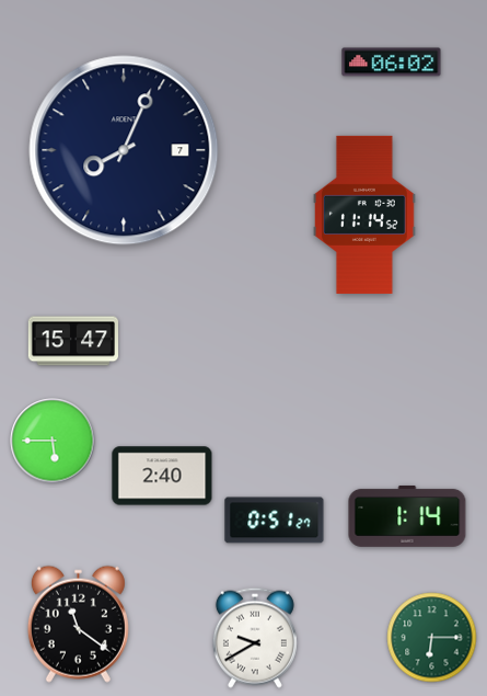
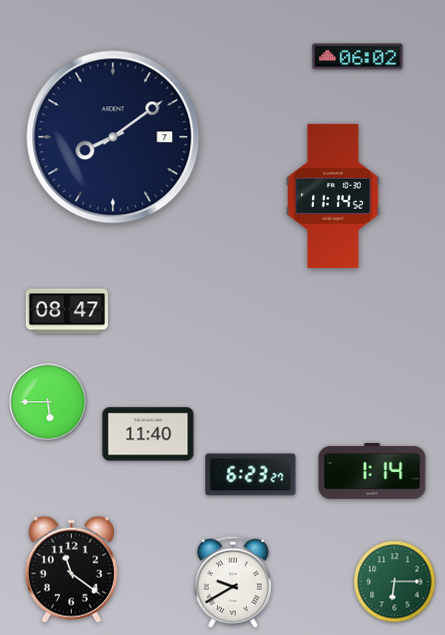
clock at (124, 150): 8:04 -> 8:09
clock at (73, 341): 15:47 -> 08:47
clock at (162, 476): 2:40 -> 11:40
clock at (275, 521): 0:51 -> 6:23
